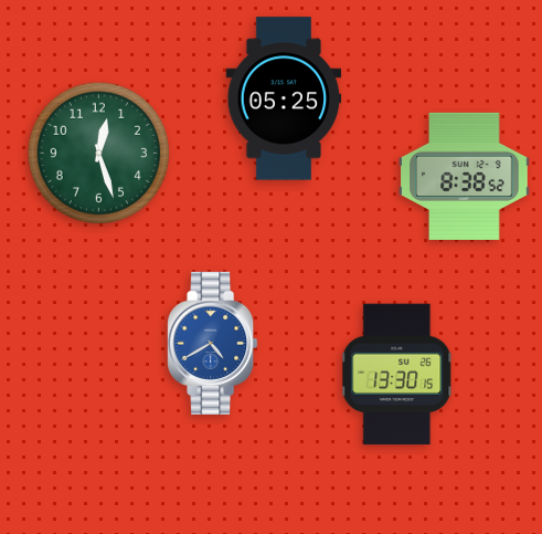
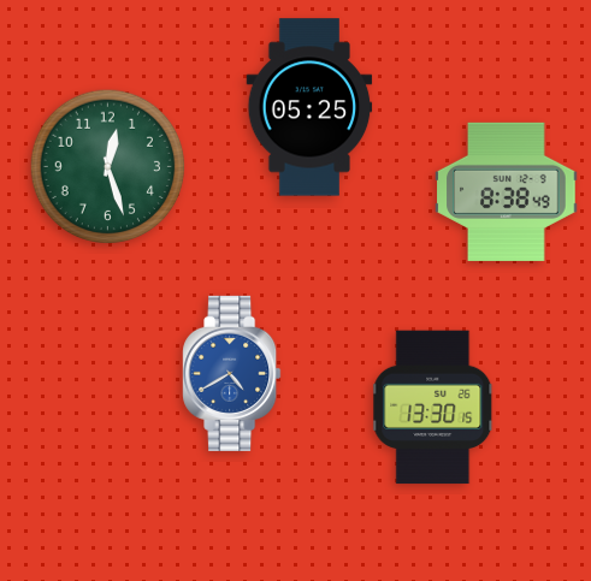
clock at (465, 176): 8:38:52 -> 8:38:49
